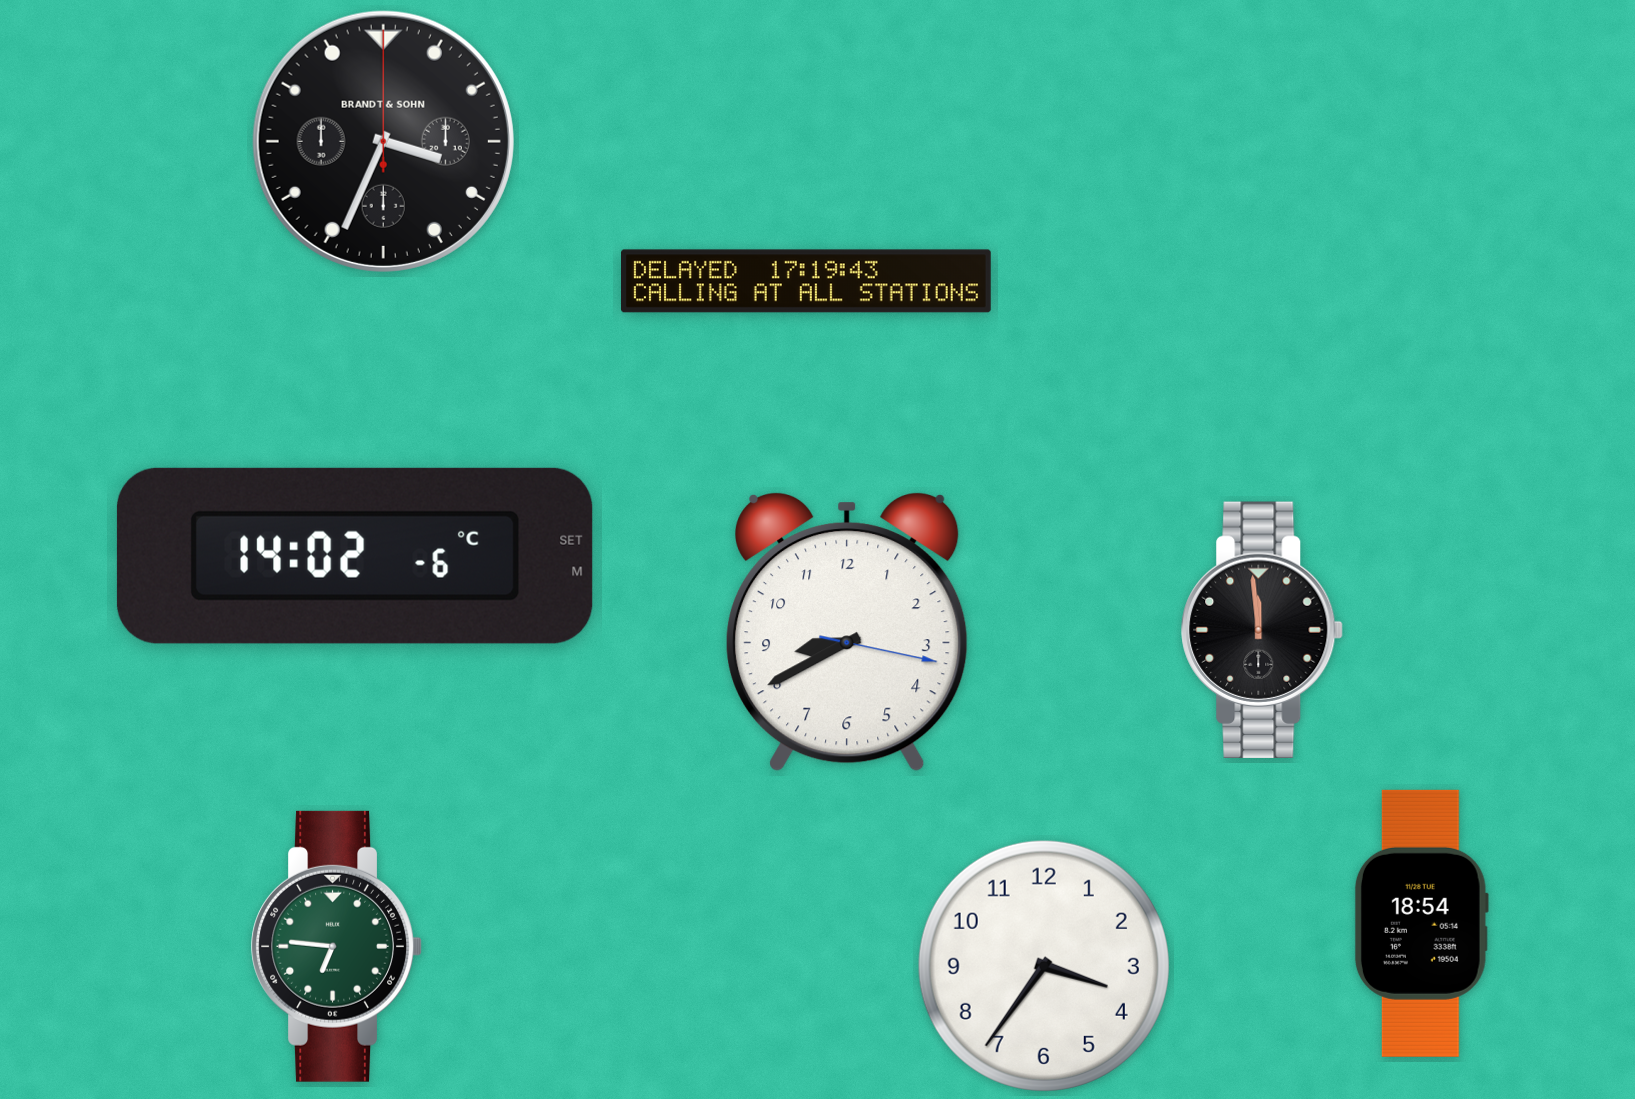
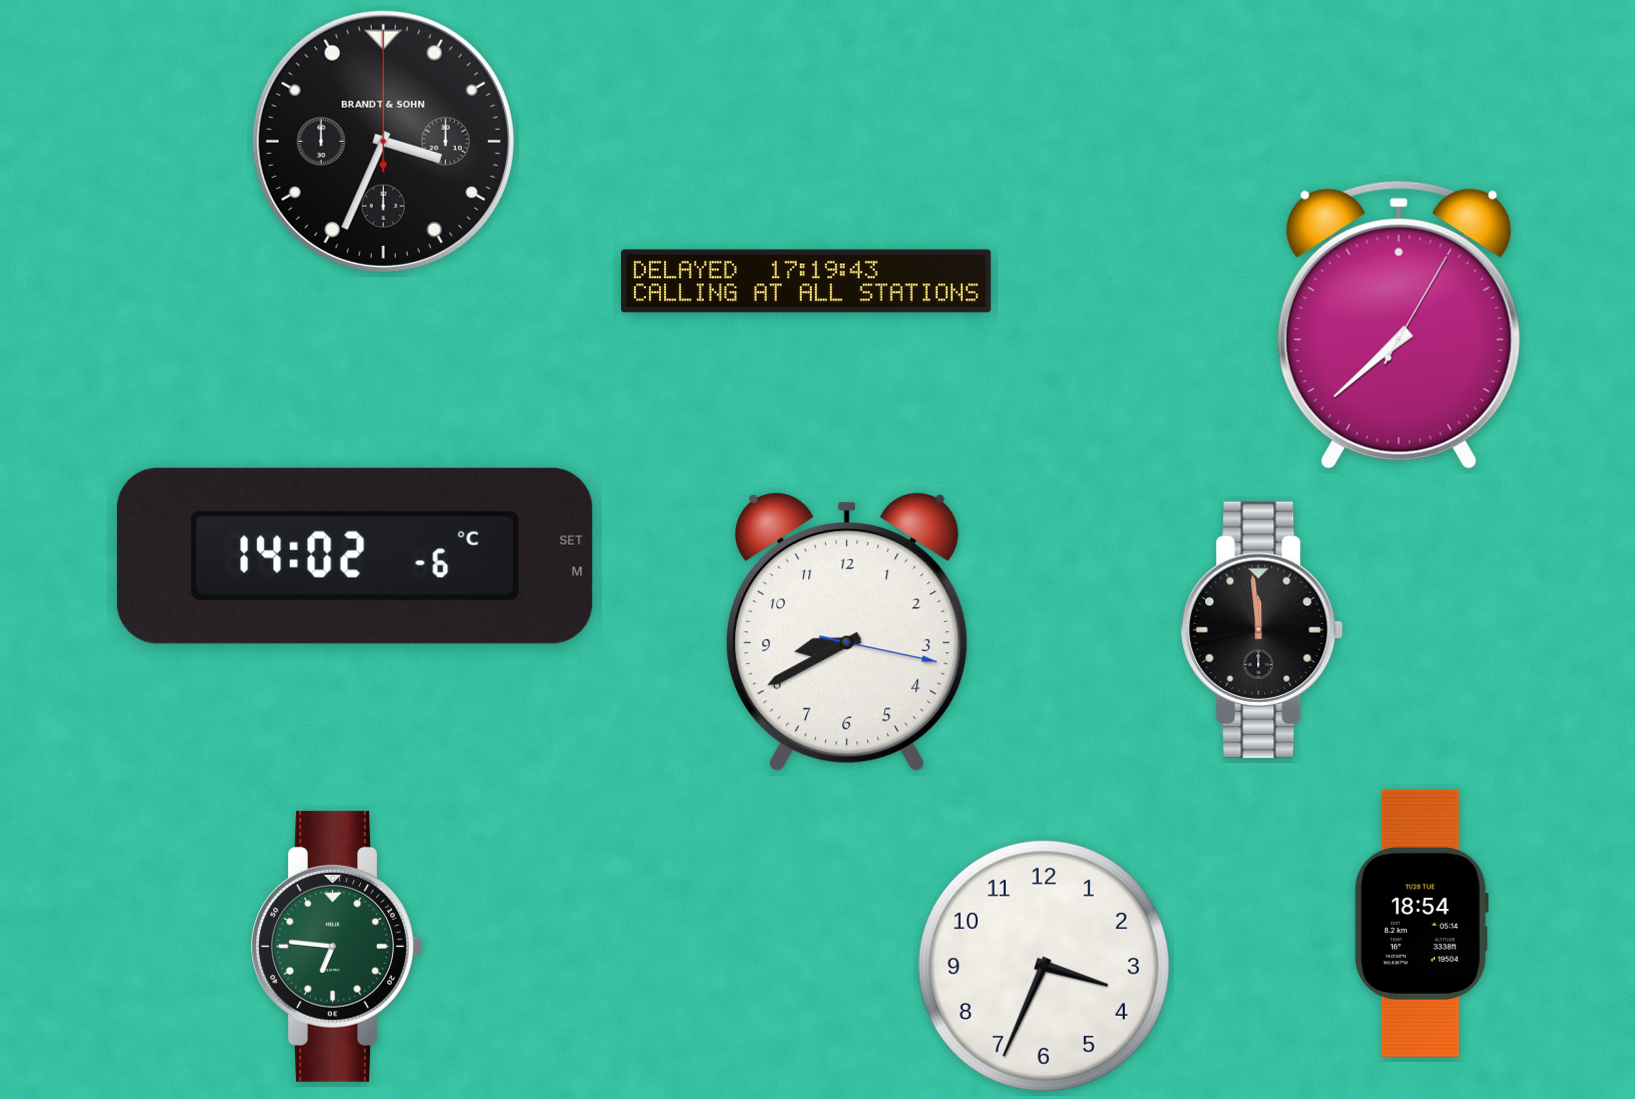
clock at (1399, 325): none -> 7:38
clock at (1044, 966): 3:36 -> 3:34
